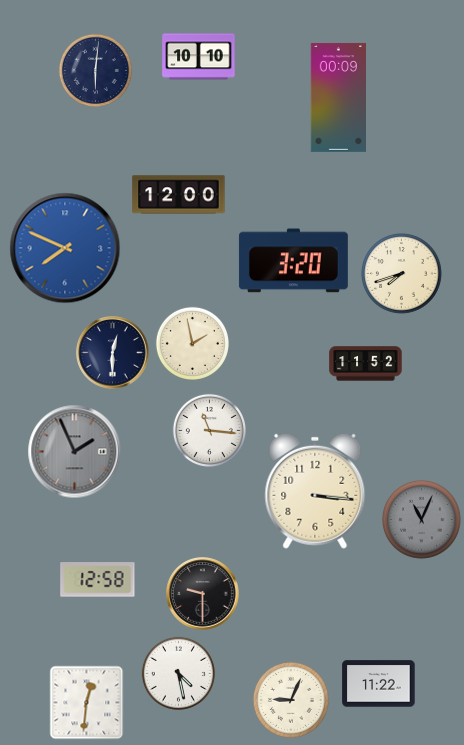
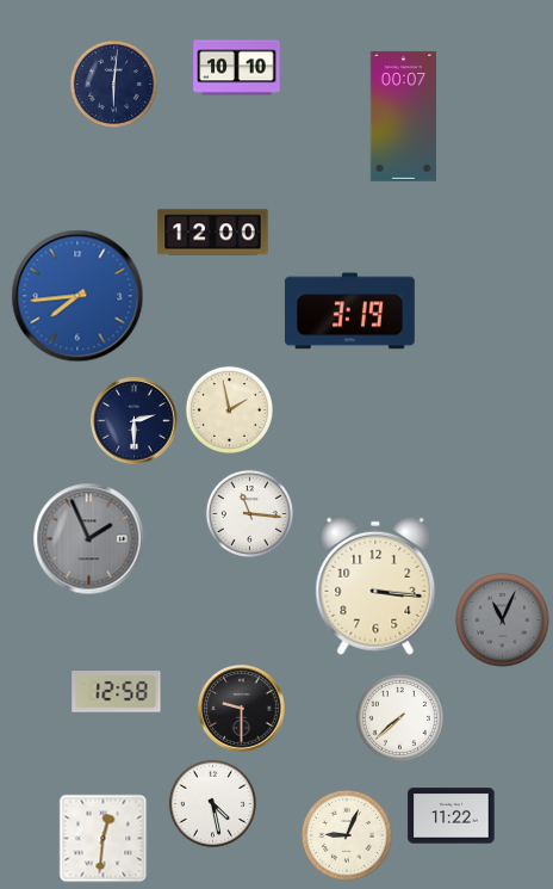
clock at (338, 97): 00:09 -> 00:07
clock at (65, 248): 7:49 -> 7:44
clock at (293, 261): 3:20 -> 3:19
clock at (402, 274): 7:42 -> none
clock at (113, 353): 12:30 -> 2:30
clock at (366, 364): 11:52 -> none
clock at (399, 717): none -> 7:38
